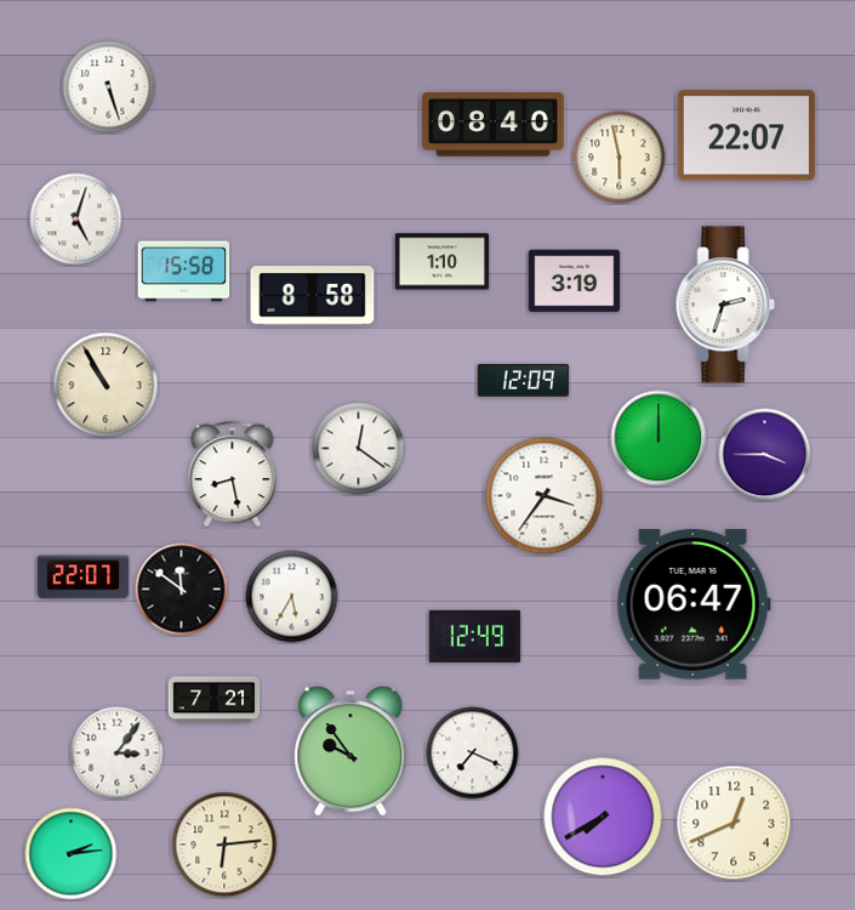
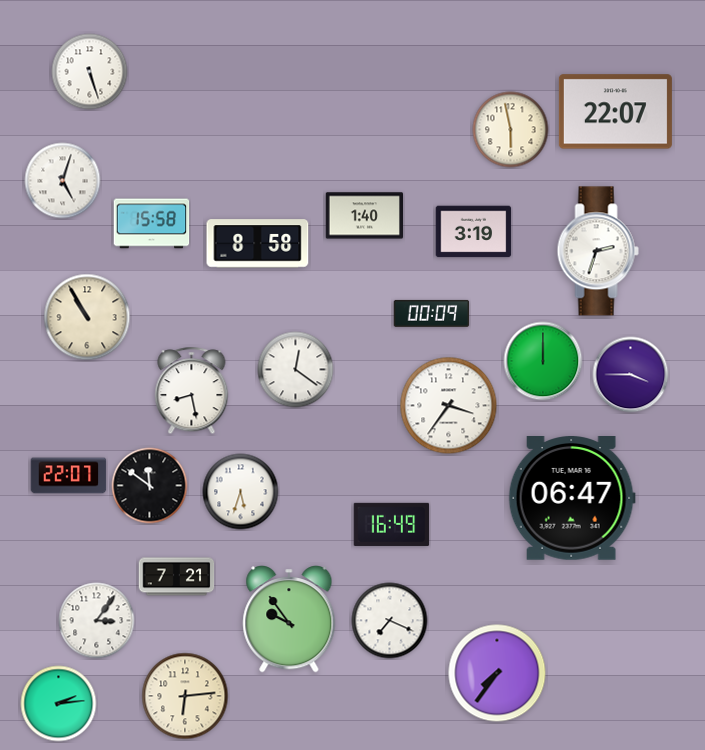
clock at (494, 125): 08:40 -> none
clock at (443, 262): 1:10 -> 1:40
clock at (524, 380): 12:09 -> 00:09
clock at (545, 496) position: (545, 496) -> (449, 406)
clock at (292, 597): 5:35 -> 5:33
clock at (475, 636): 12:49 -> 16:49
clock at (603, 817): 7:40 -> 7:36
clock at (734, 823): 12:41 -> none
